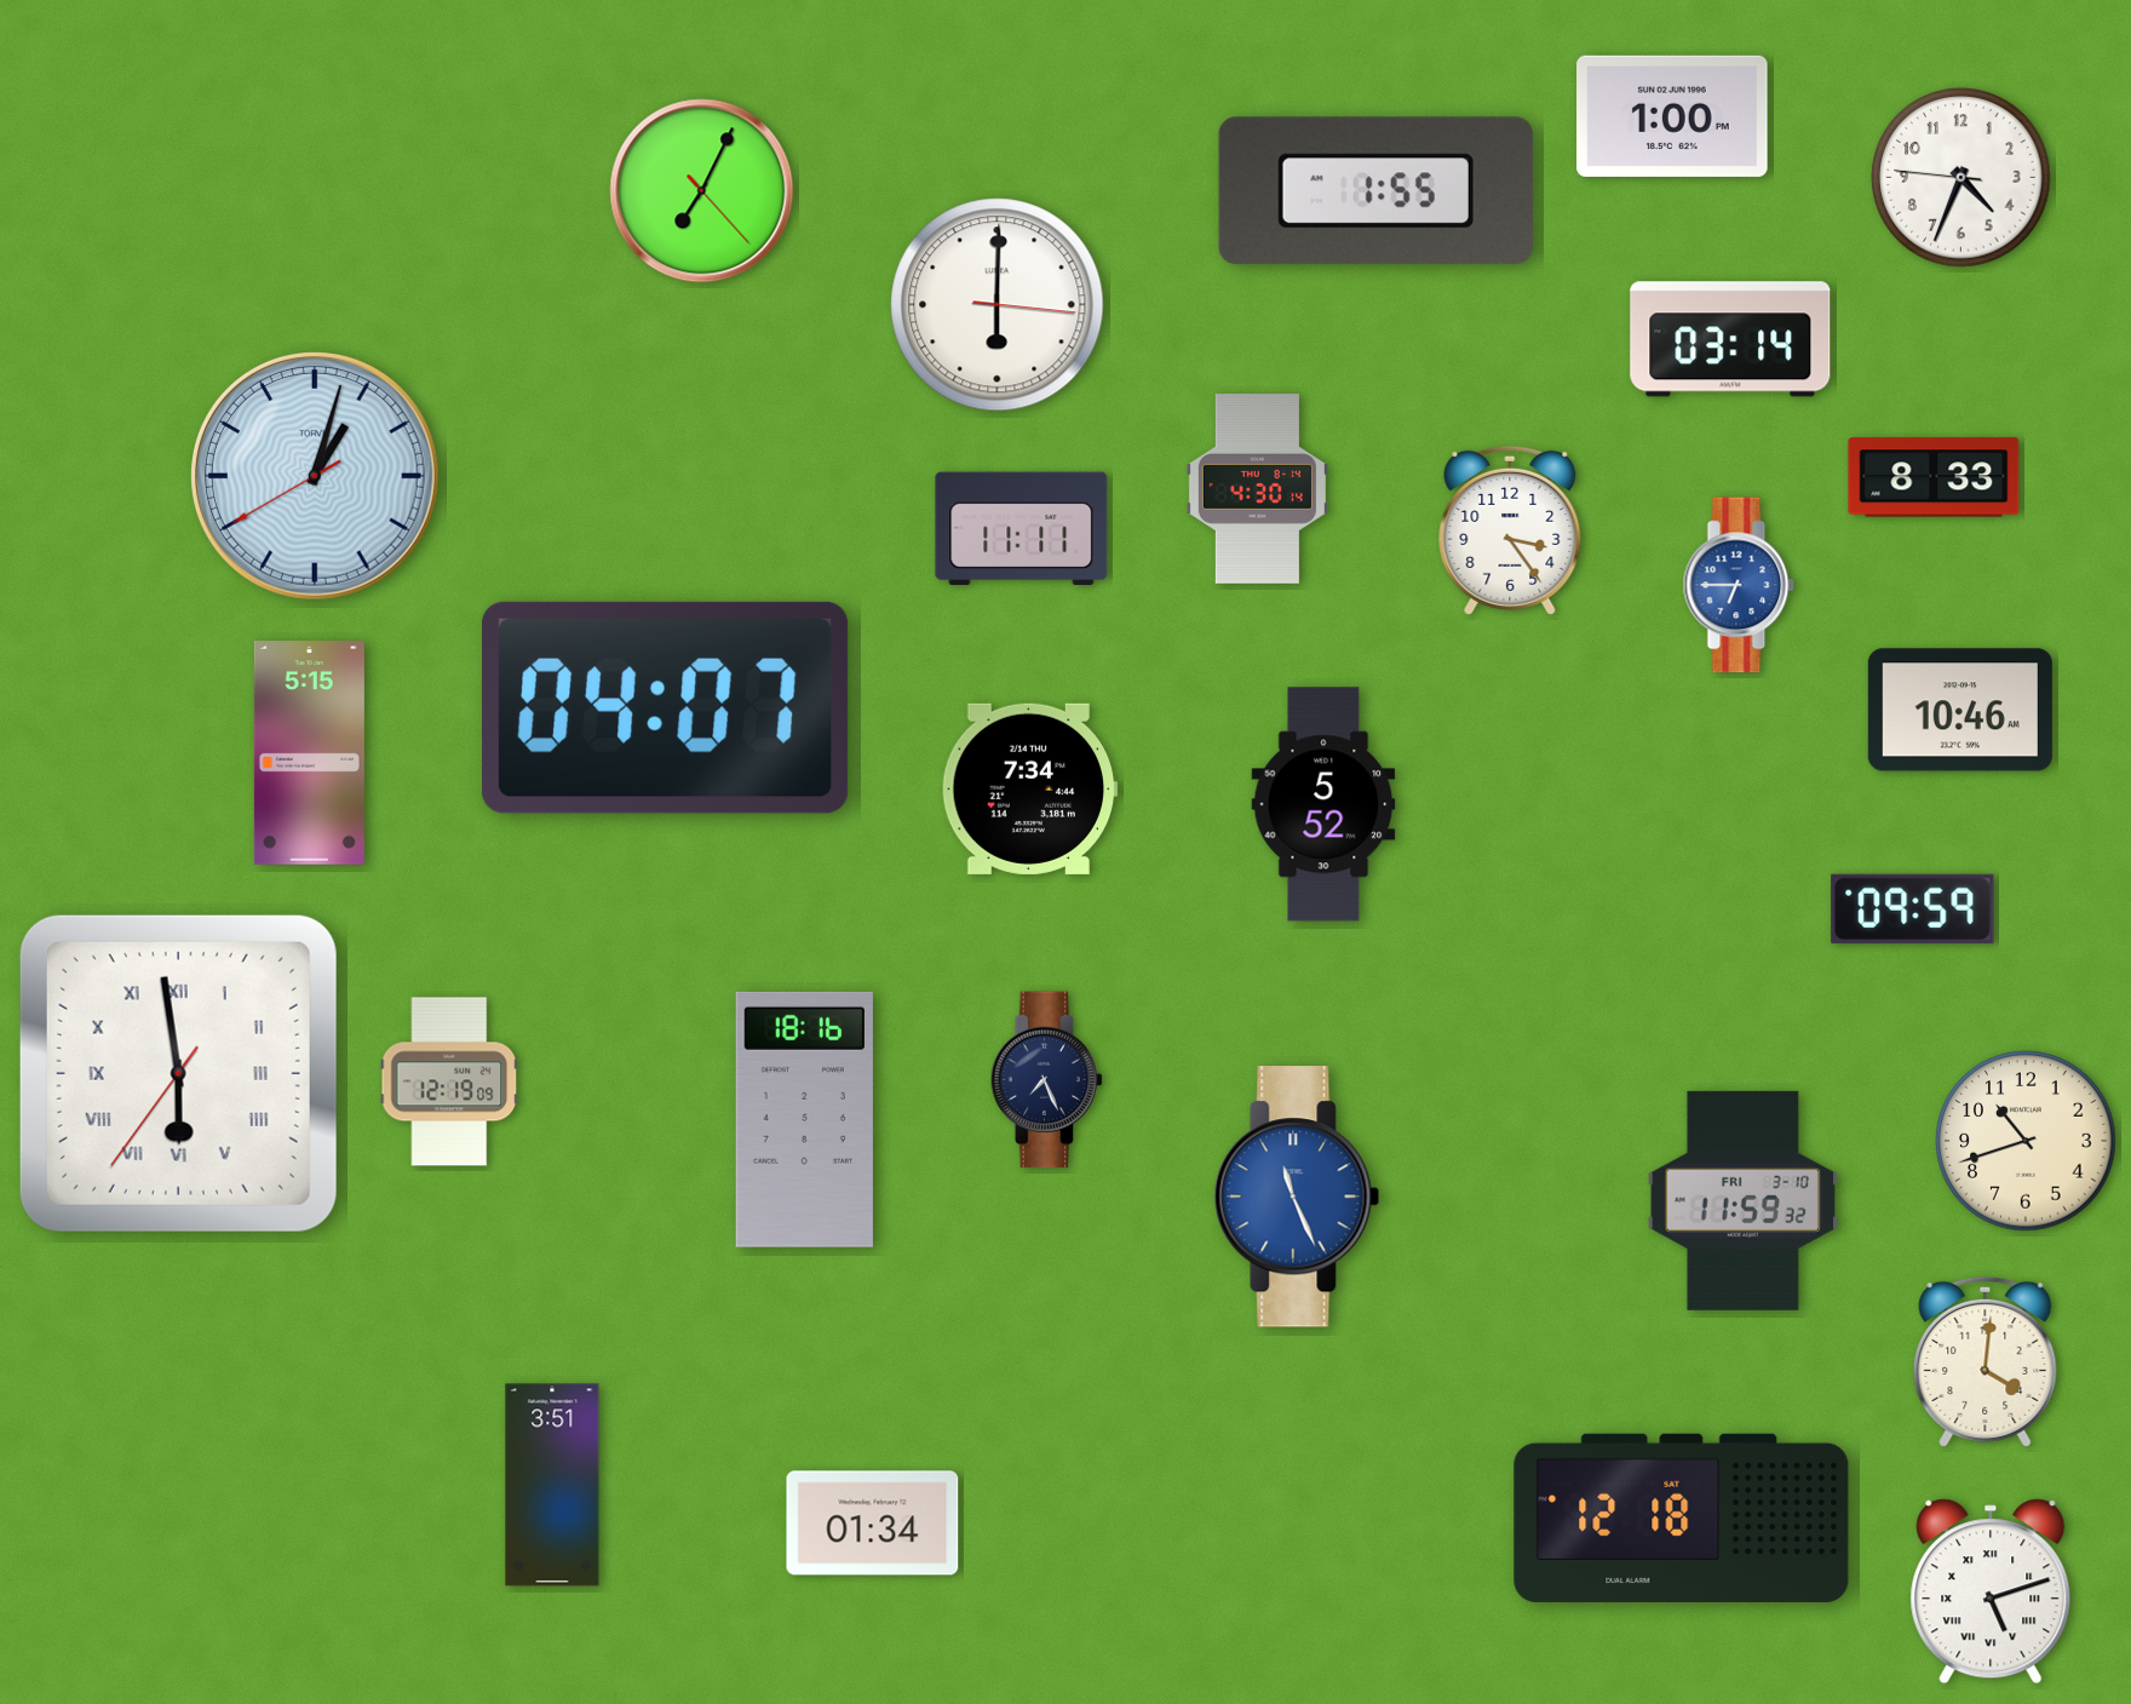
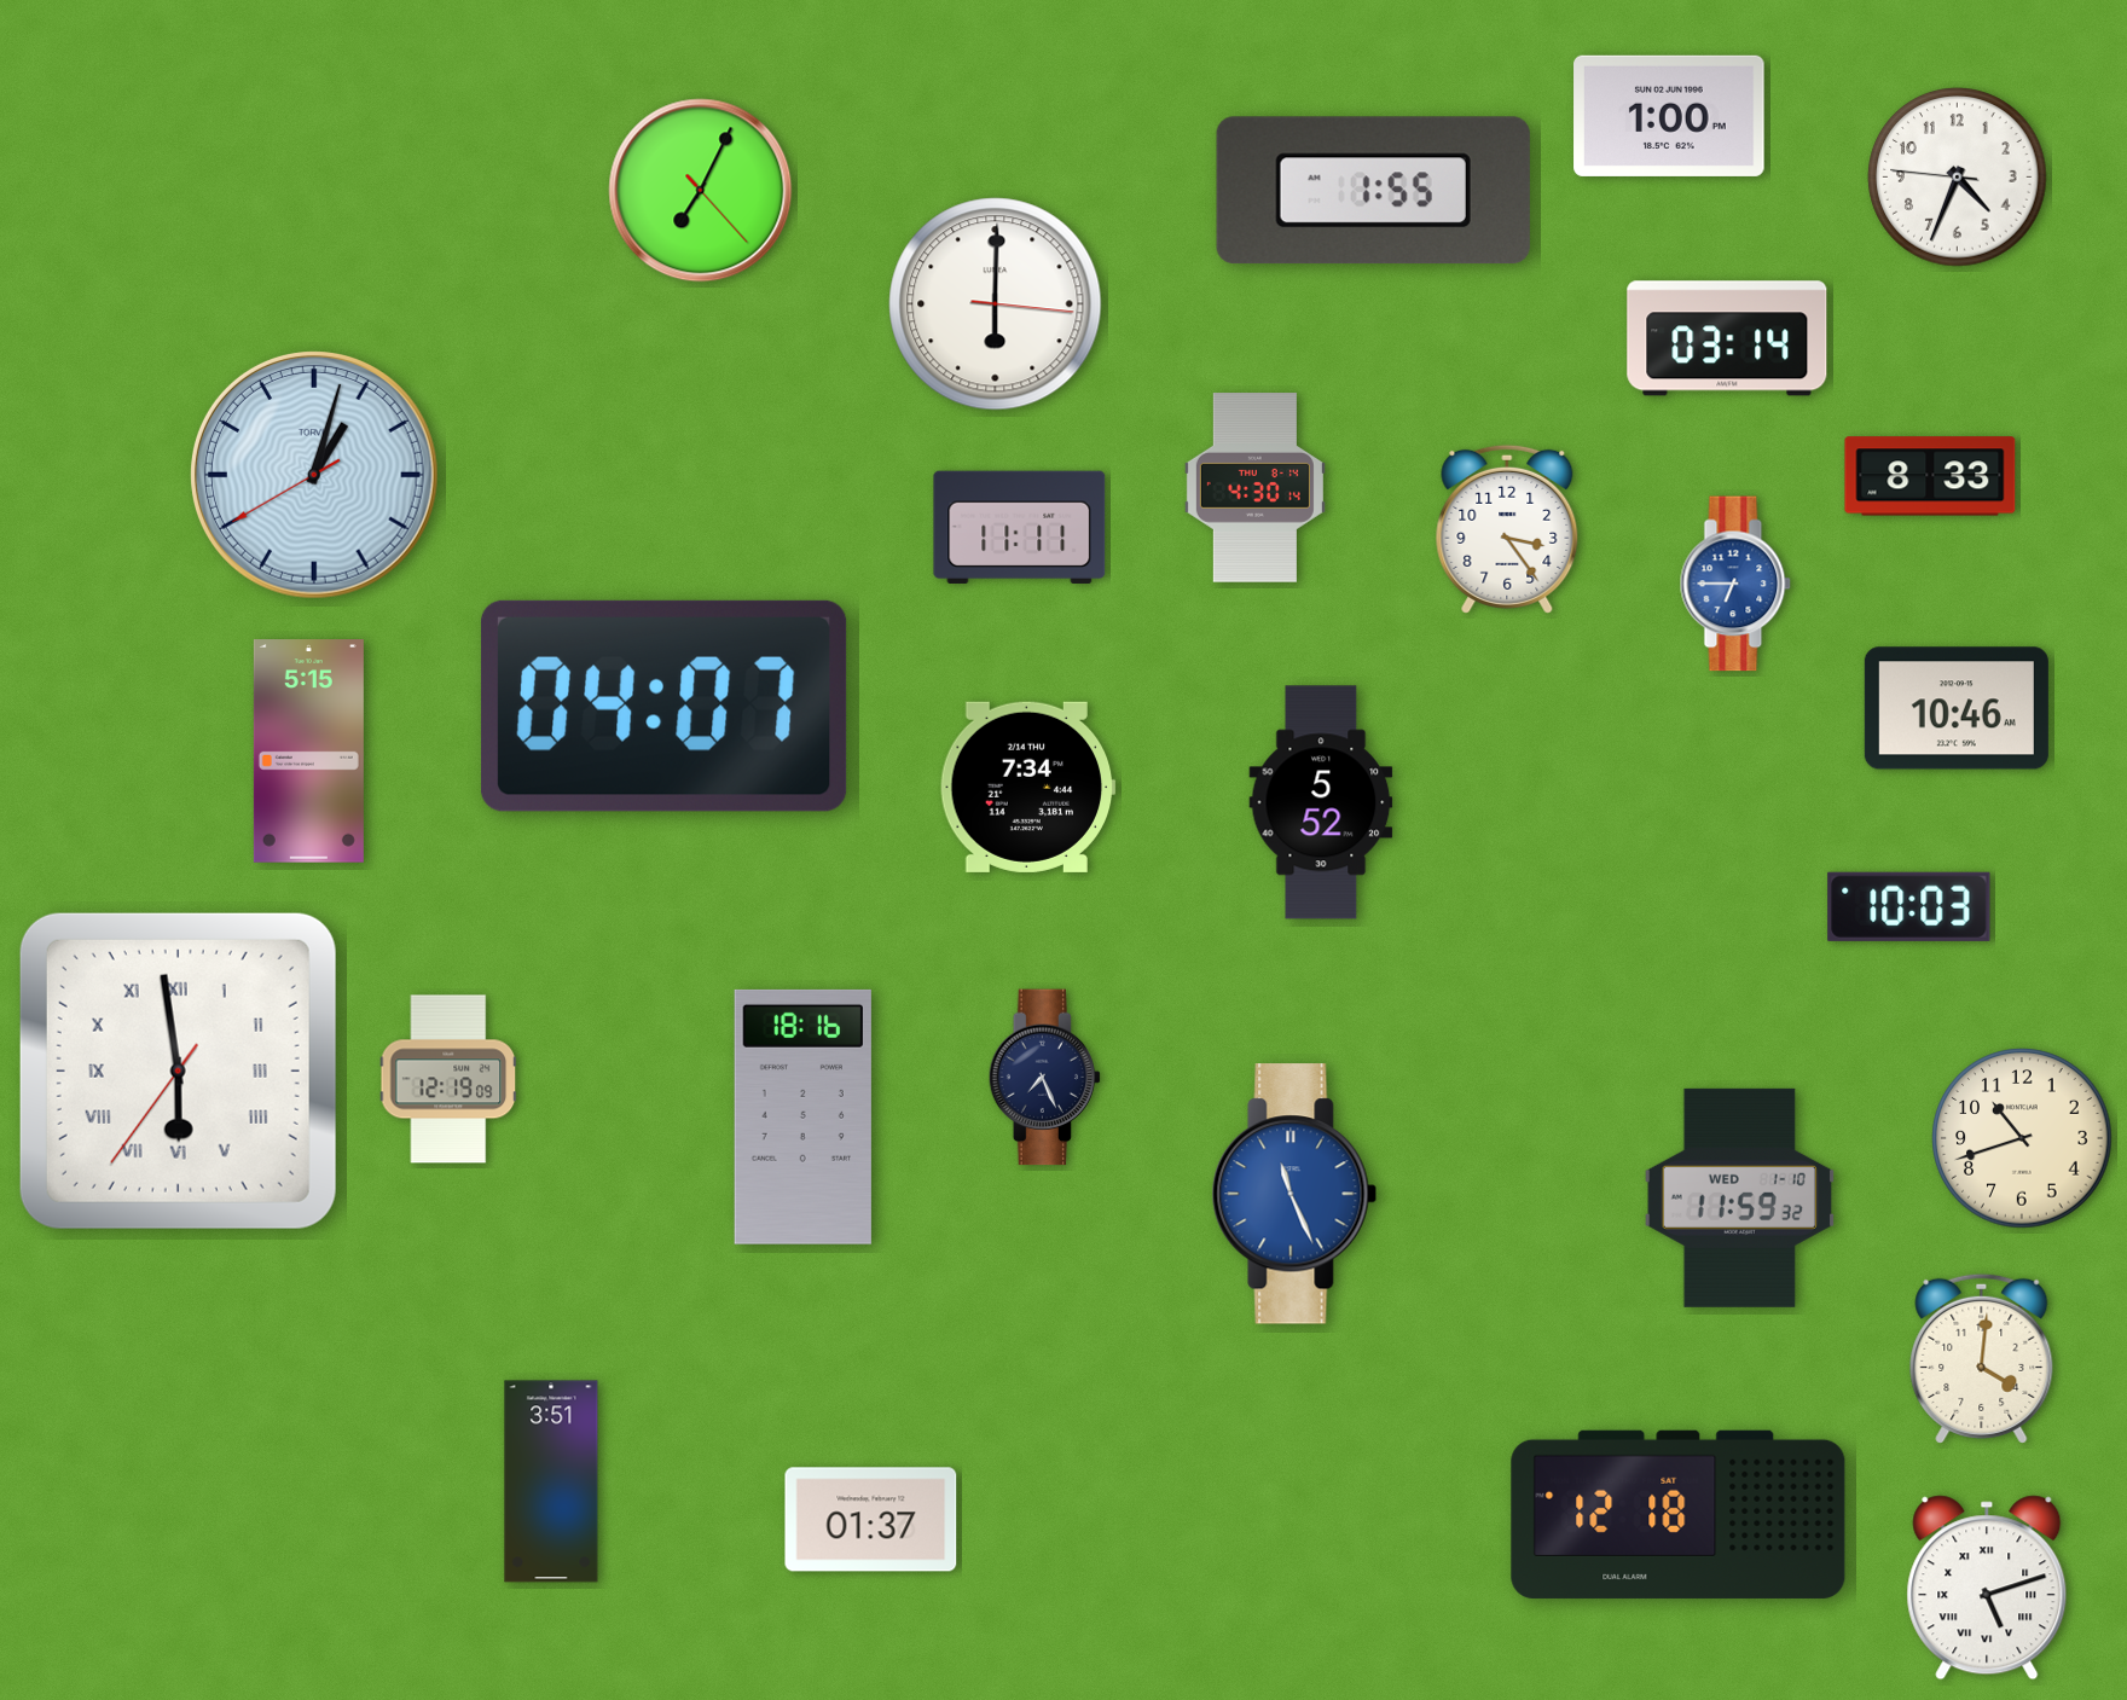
clock at (1913, 908): 09:59 -> 10:03
clock at (1742, 1200) date: FRI 3-10 -> WED 1-10
clock at (873, 1524): 01:34 -> 01:37
